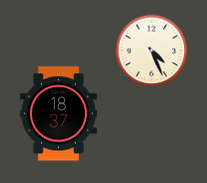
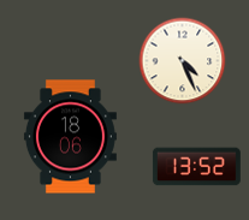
clock at (58, 114): 18:37 -> 18:06
clock at (196, 167): none -> 13:52
